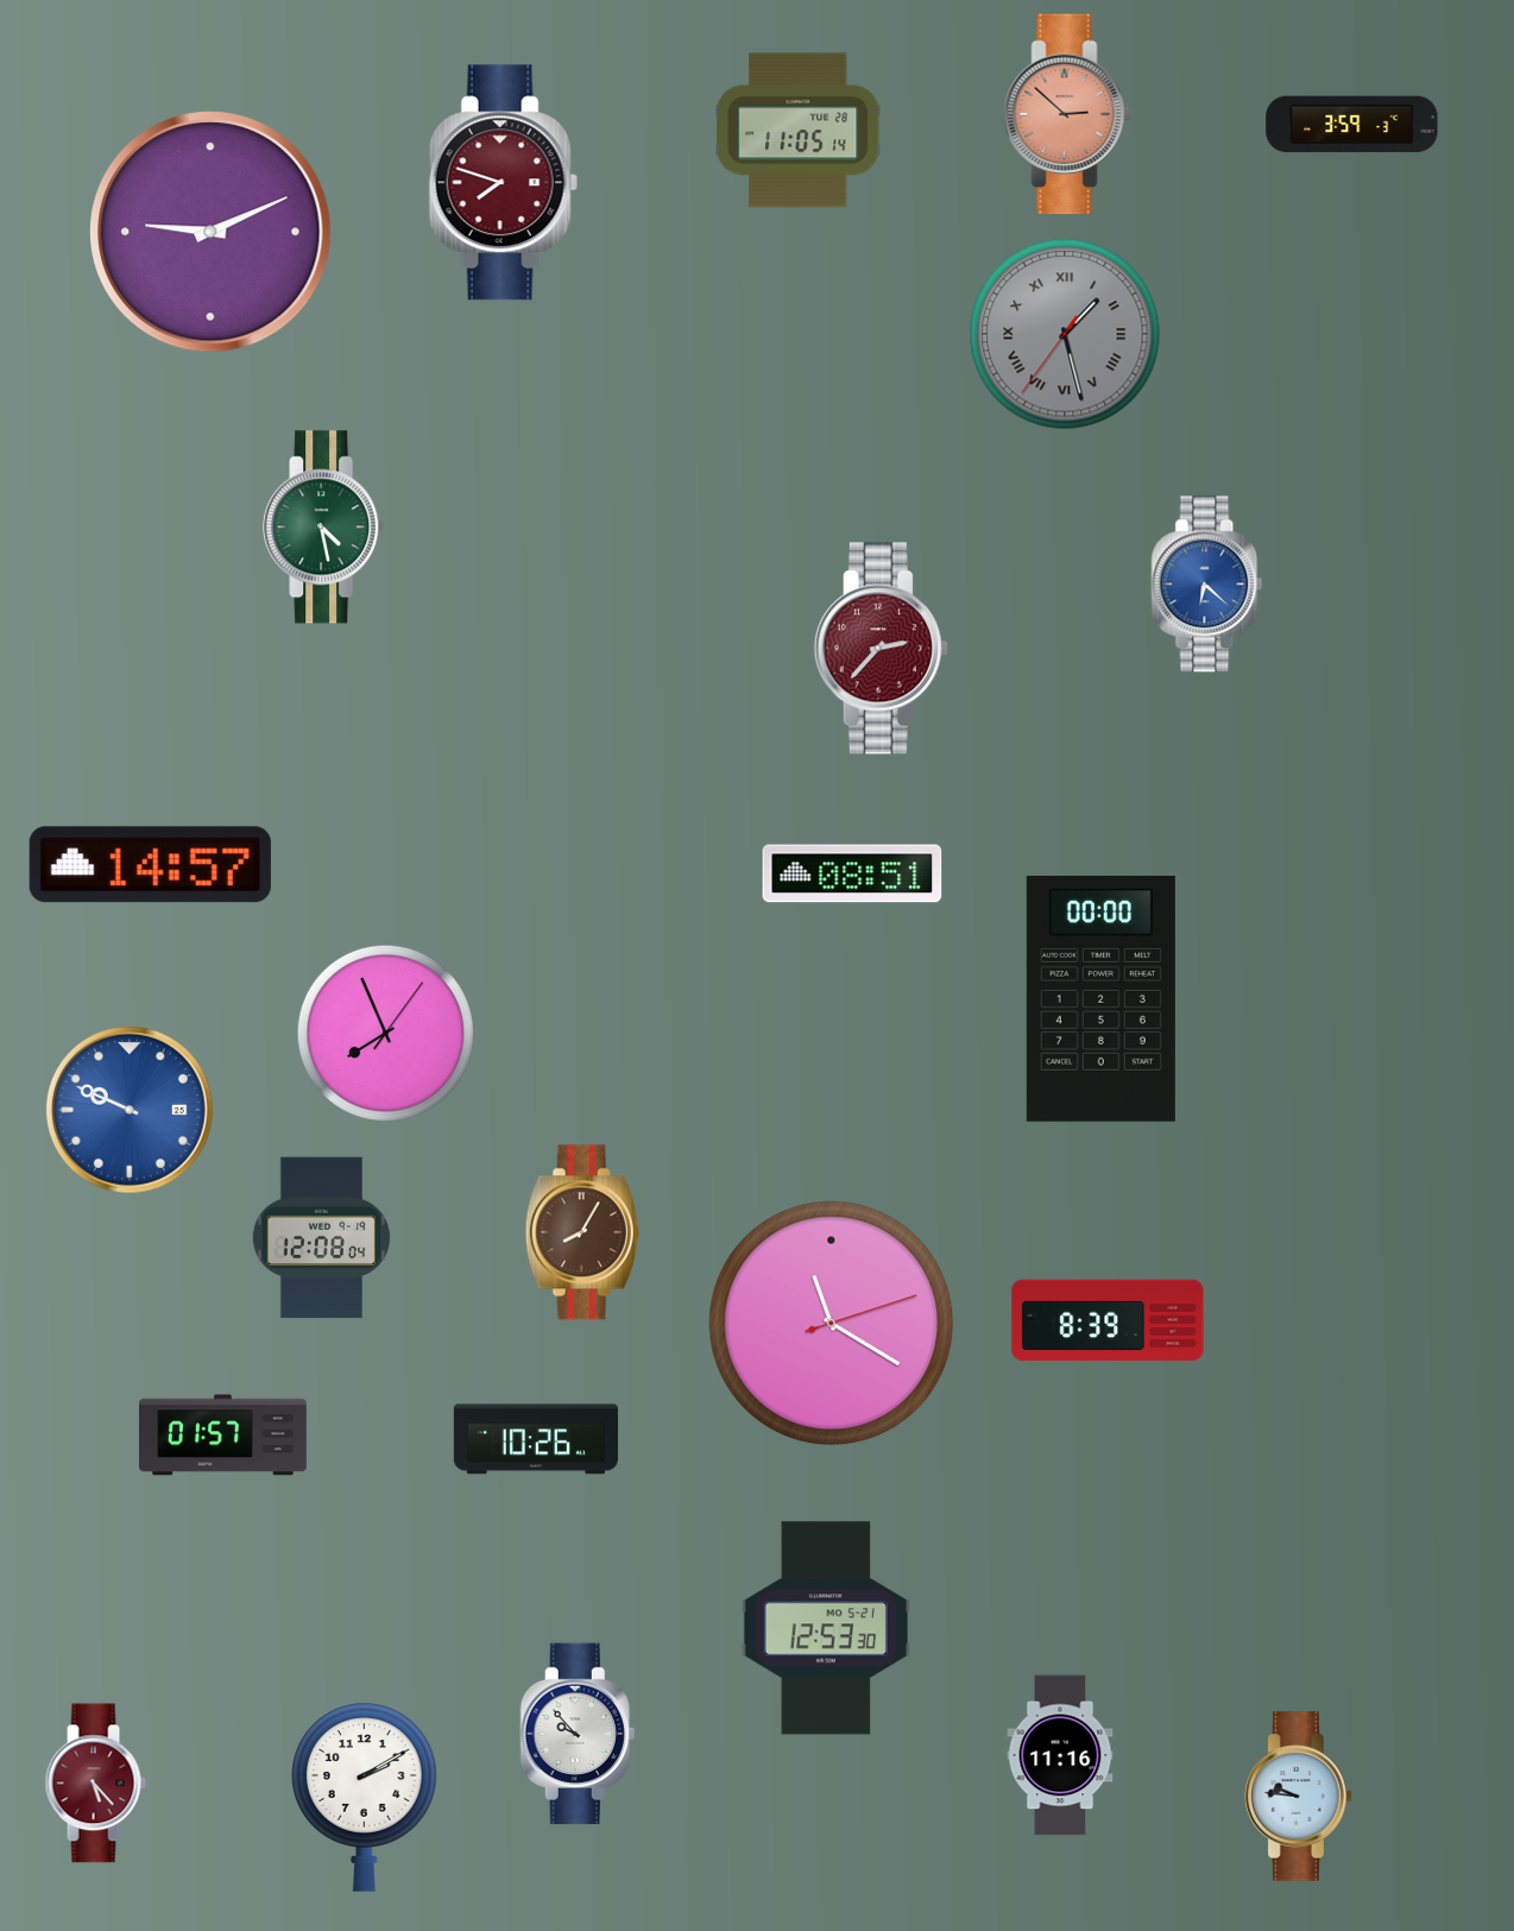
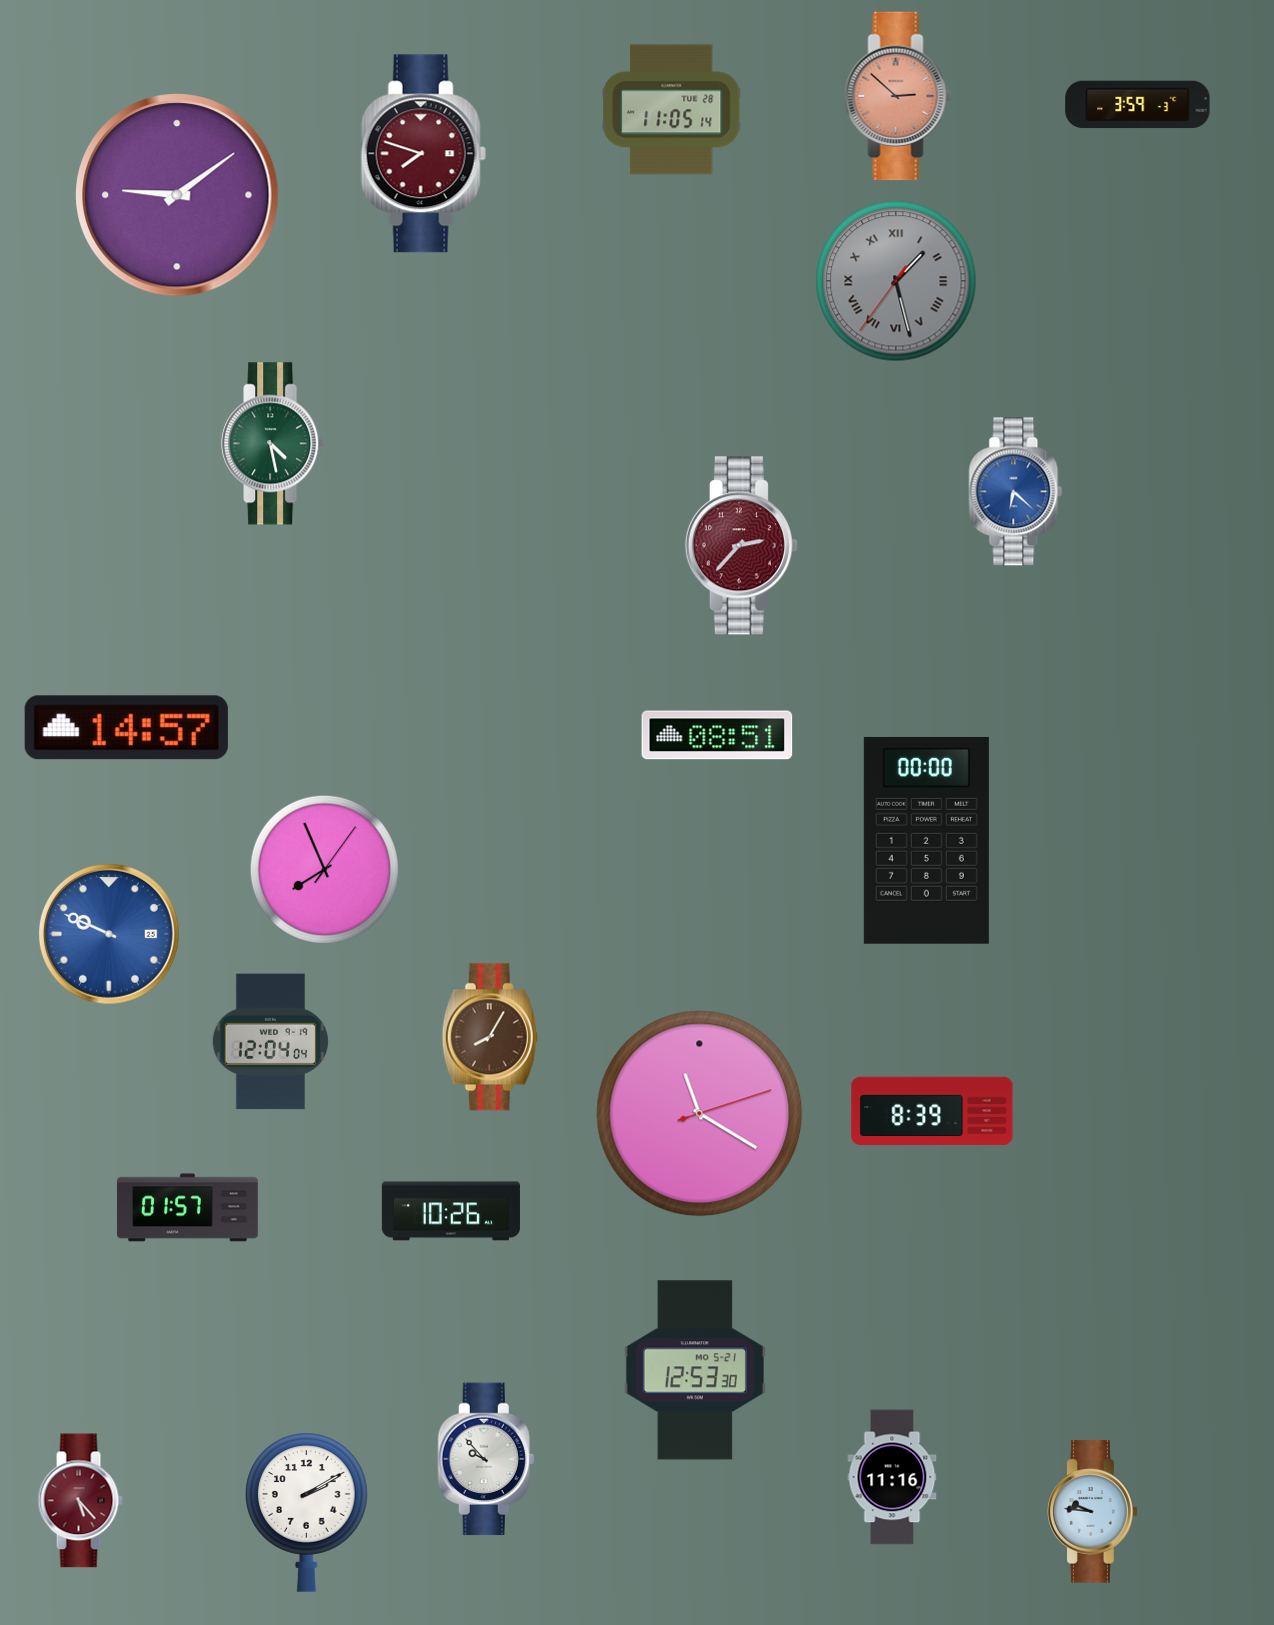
clock at (210, 232): 9:11 -> 9:09
clock at (321, 1238): 12:08 -> 12:04
